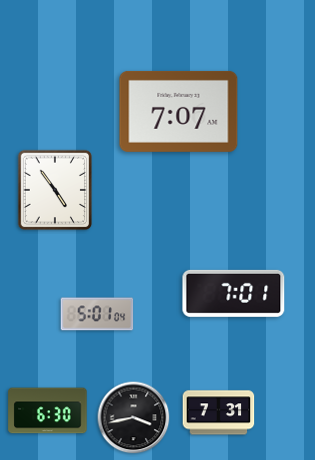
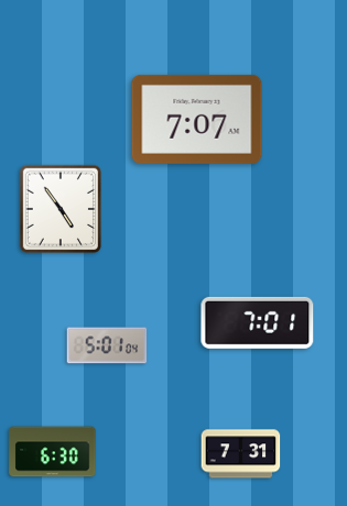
clock at (179, 111) position: (179, 111) -> (197, 119)
clock at (134, 418): 3:43 -> none
